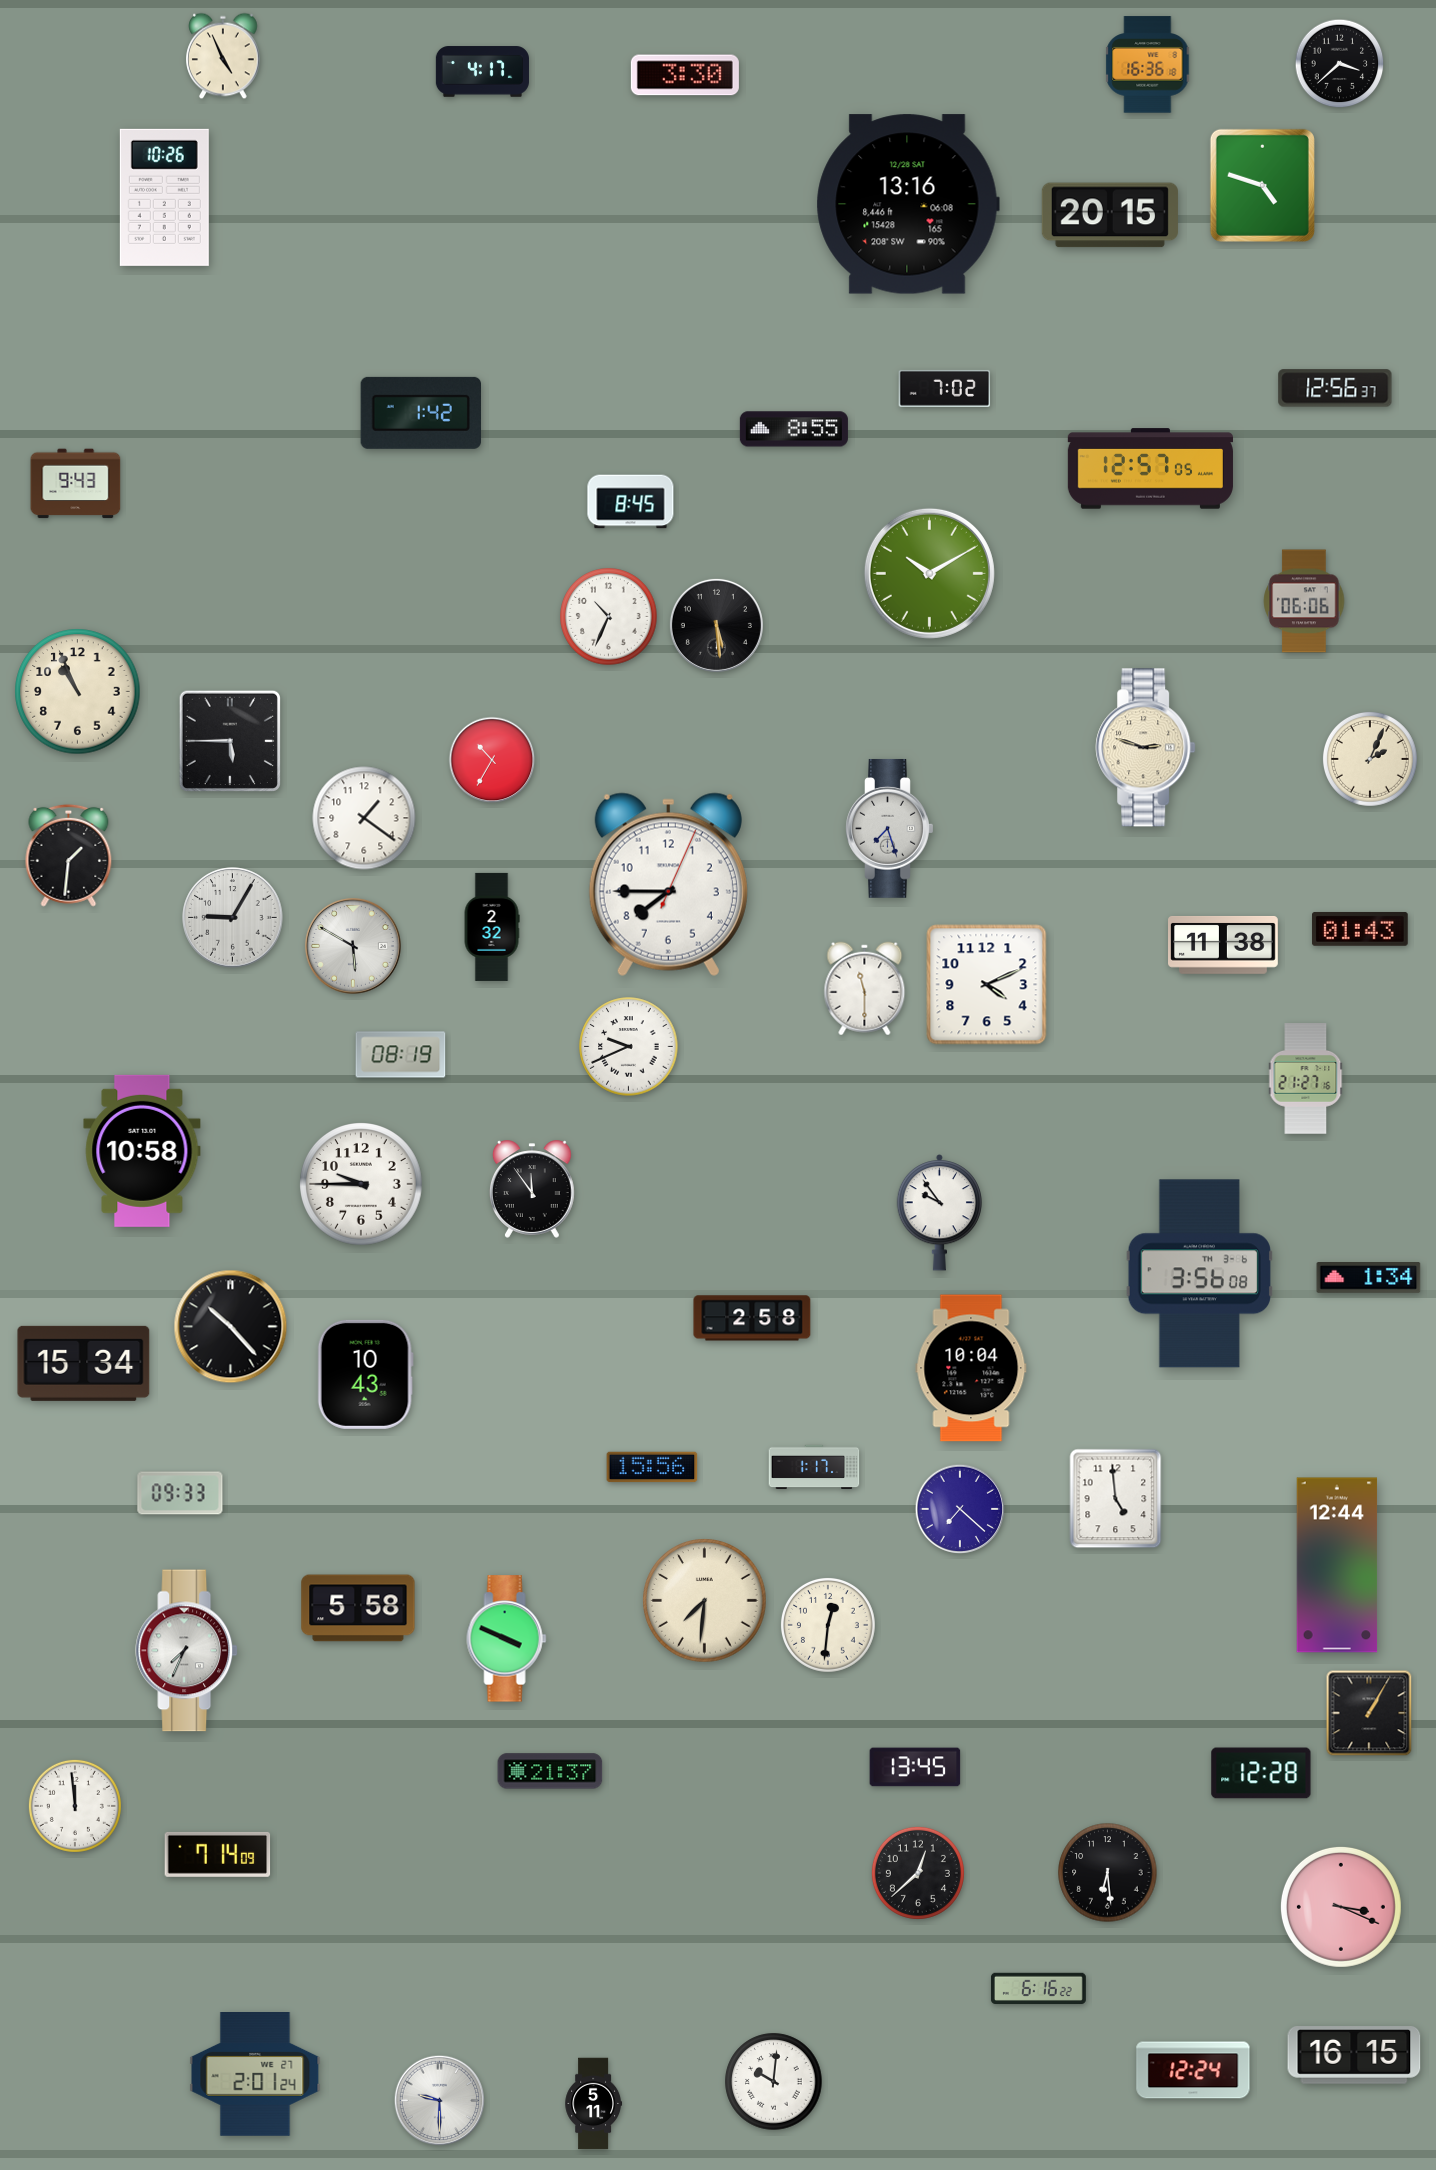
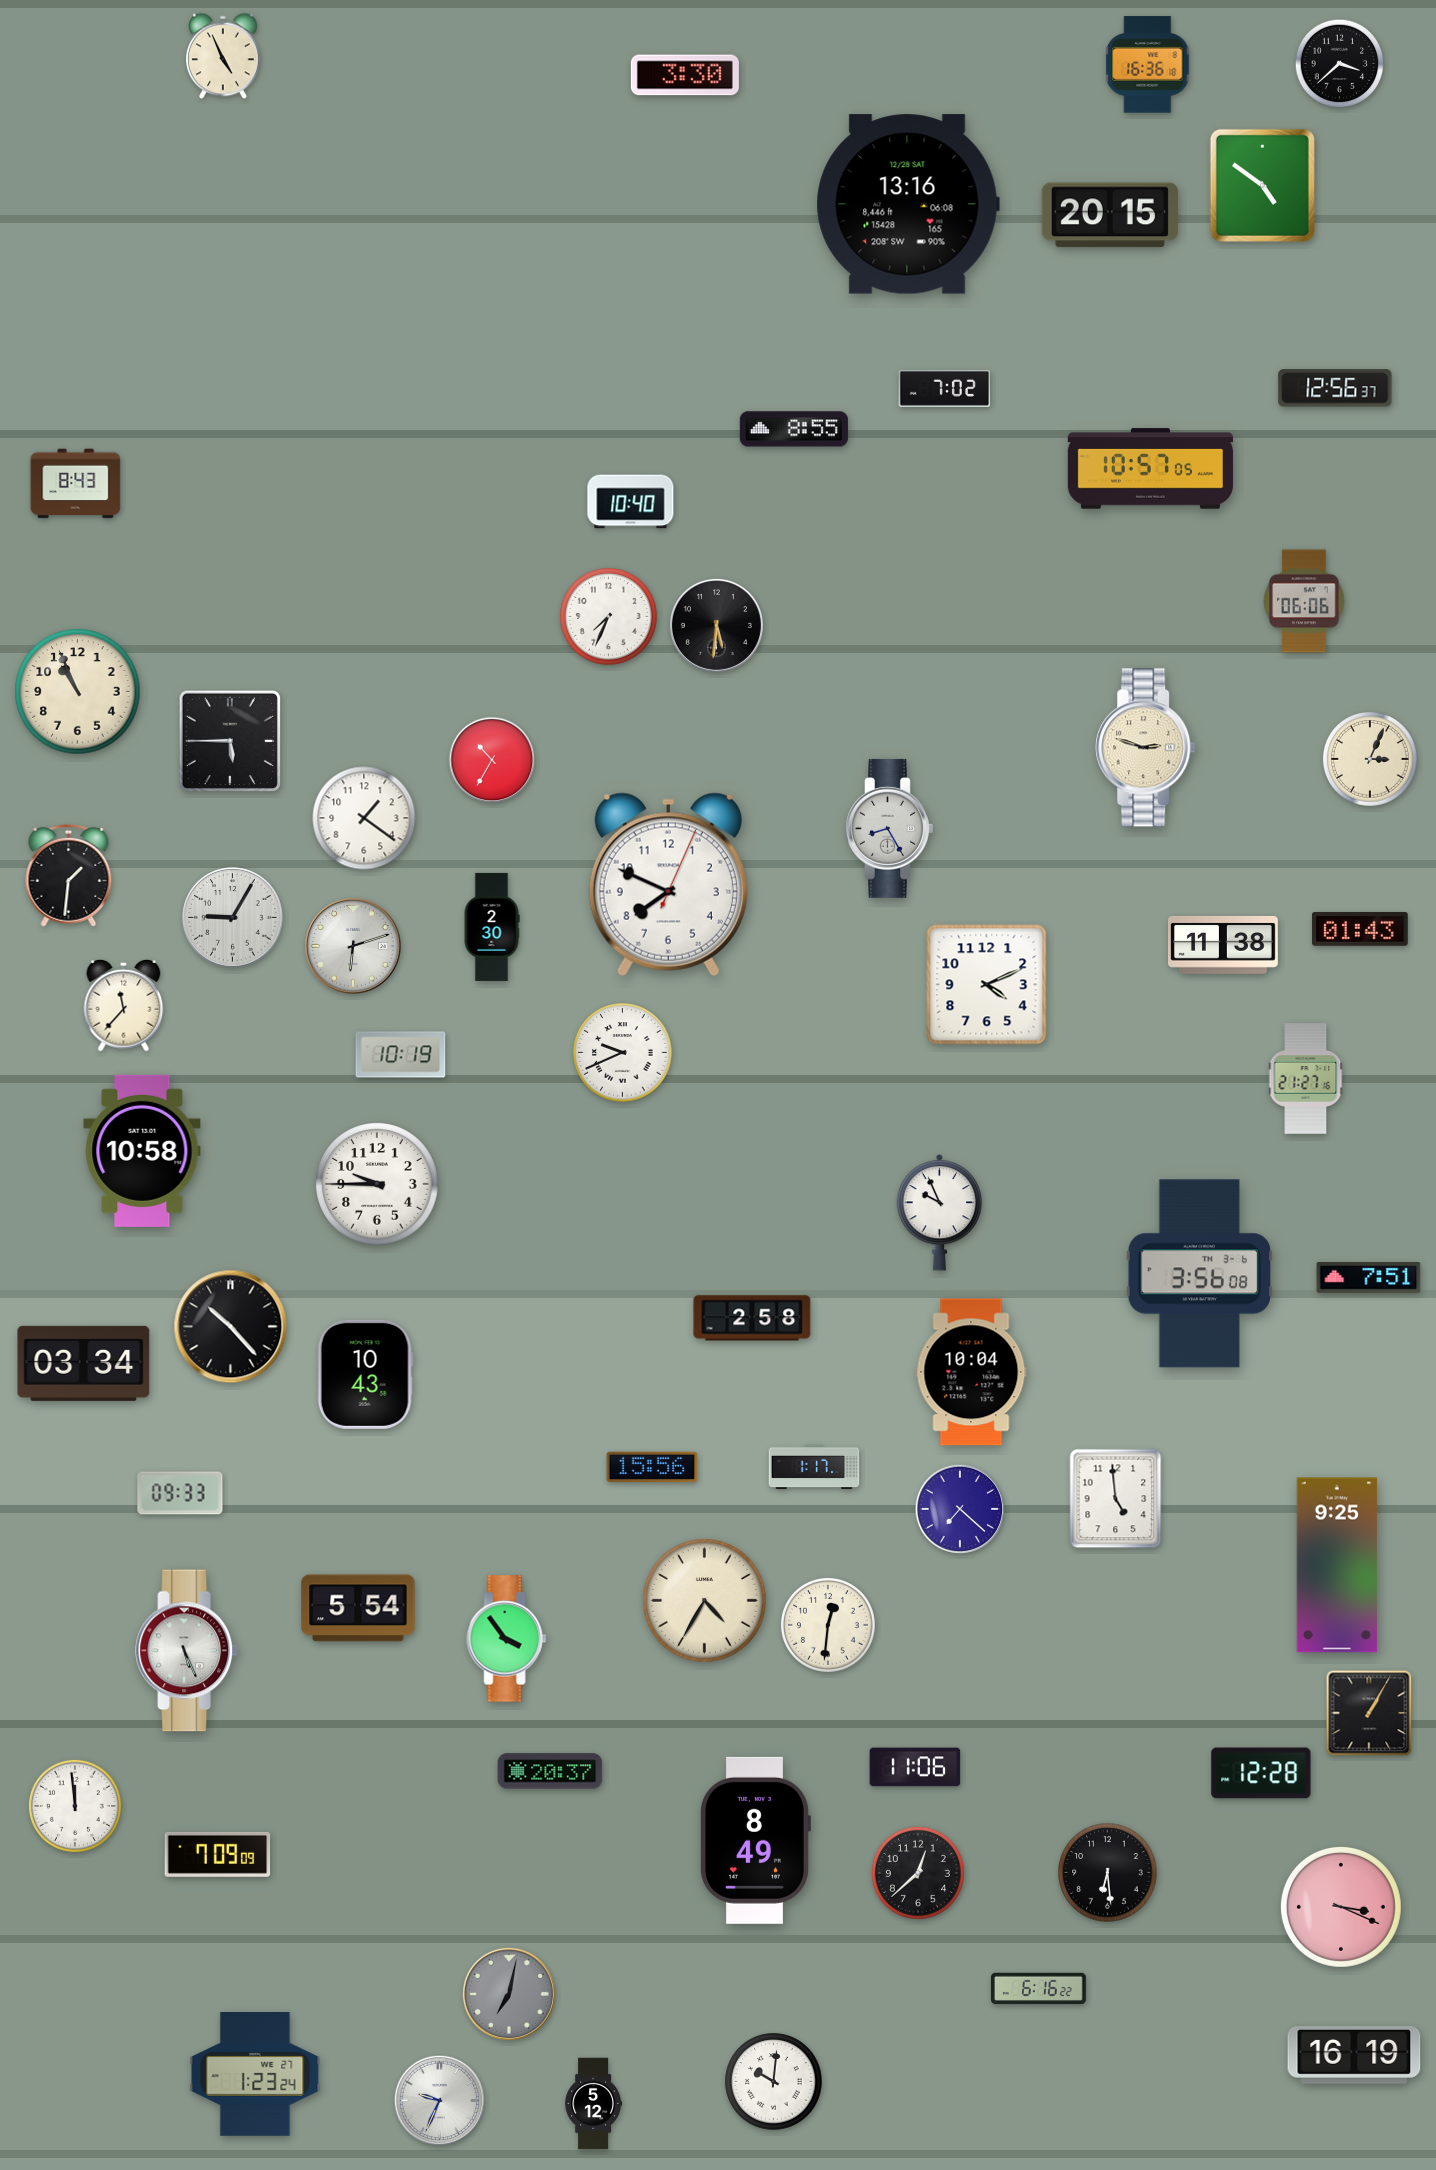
clock at (482, 72): 4:17 -> none
clock at (1262, 185): 4:48 -> 4:51
clock at (164, 197): 10:26 -> none
clock at (420, 413): 1:42 -> none
clock at (1150, 469): 12:57 -> 10:57
clock at (76, 484): 9:43 -> 8:43
clock at (631, 502): 8:45 -> 10:40
clock at (929, 573): 10:10 -> none
clock at (609, 617): 10:34 -> 7:34
clock at (716, 625): 5:29 -> 5:31
clock at (1370, 759): 2:04 -> 3:04
clock at (890, 828): 7:27 -> 8:25
clock at (69, 855) position: (69, 855) -> (69, 875)
clock at (668, 884): 7:45 -> 7:49
clock at (492, 927): 2:32 -> 2:30
clock at (353, 946): 5:50 -> 6:12
clock at (865, 989): 11:30 -> none
clock at (124, 1005): none -> 11:37
clock at (629, 1047) position: (629, 1047) -> (623, 1053)
clock at (401, 1055): 08:19 -> 10:19
clock at (361, 1184) position: (361, 1184) -> (377, 1184)
clock at (532, 1189): 11:54 -> none
clock at (939, 1213): 9:54 -> 9:56
clock at (1369, 1278): 1:34 -> 7:51
clock at (84, 1363): 15:34 -> 03:34
clock at (971, 1368) position: (971, 1368) -> (971, 1372)
clock at (1337, 1565): 12:44 -> 9:25
clock at (705, 1601): 7:31 -> 4:35
clock at (358, 1608): 5:58 -> 5:54
clock at (507, 1639): 3:49 -> 3:54
clock at (186, 1651): 7:34 -> 5:26
clock at (915, 1767): 13:45 -> 11:06
clock at (550, 1771): 21:37 -> 20:37
clock at (755, 1840): none -> 8:49
clock at (218, 1854): 7:14 -> 7:09
clock at (509, 1994): none -> 7:02
clock at (1354, 2056): 16:15 -> 16:19
clock at (1193, 2070): 12:24 -> none
clock at (255, 2075): 2:01 -> 1:23
clock at (439, 2100): 9:30 -> 9:34
clock at (594, 2104): 5:11 -> 5:12
